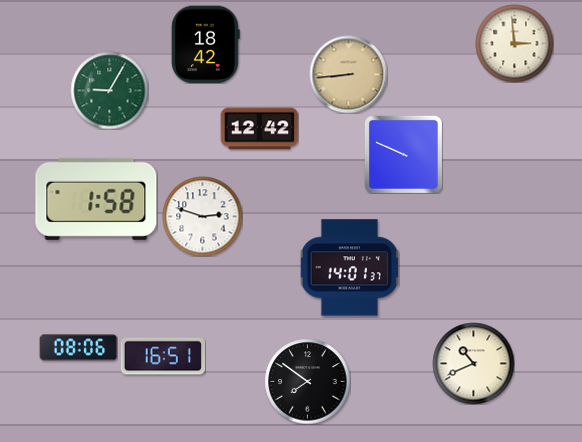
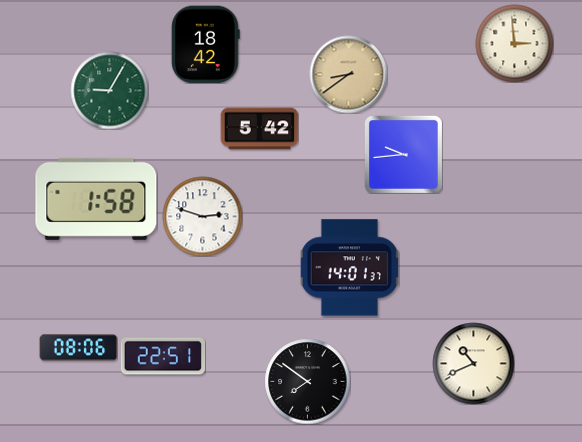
clock at (348, 74): 8:44 -> 8:39
clock at (259, 129): 12:42 -> 5:42
clock at (403, 154): 9:49 -> 9:44
clock at (163, 356): 16:51 -> 22:51
